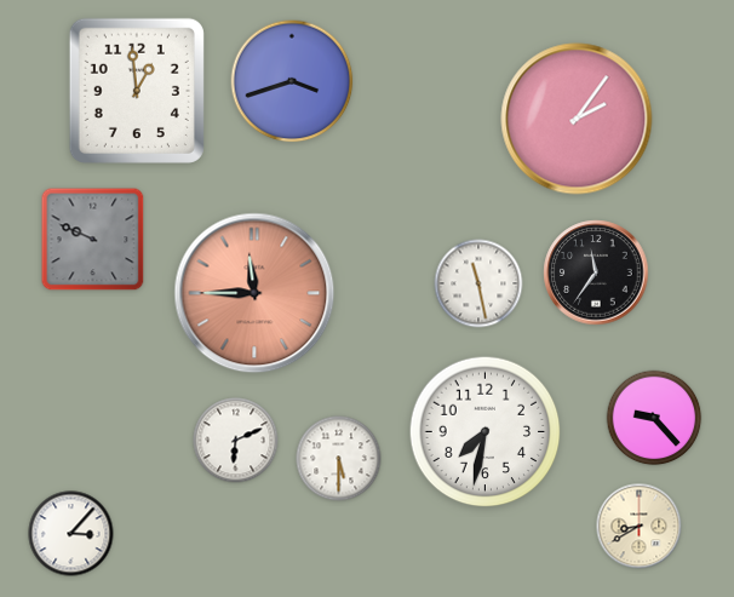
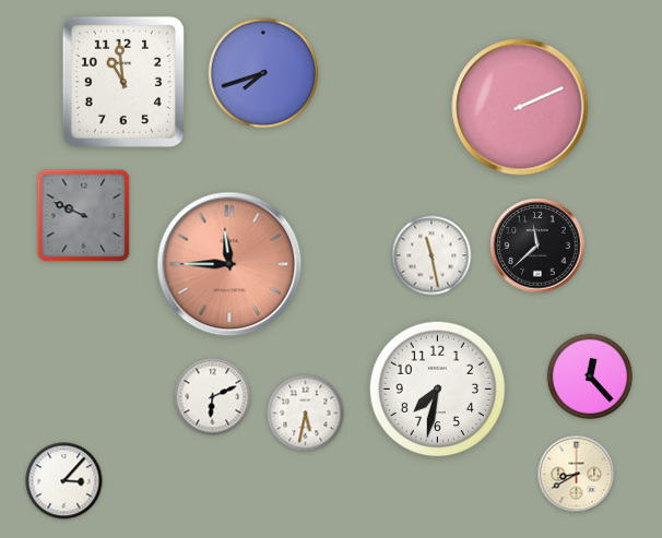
clock at (292, 81): 3:42 -> 7:42
clock at (137, 91): 12:59 -> 10:59
clock at (577, 119): 2:06 -> 2:11
clock at (596, 272): 11:36 -> 11:38
clock at (654, 418): 9:23 -> 12:23
clock at (339, 459): 5:30 -> 5:32
